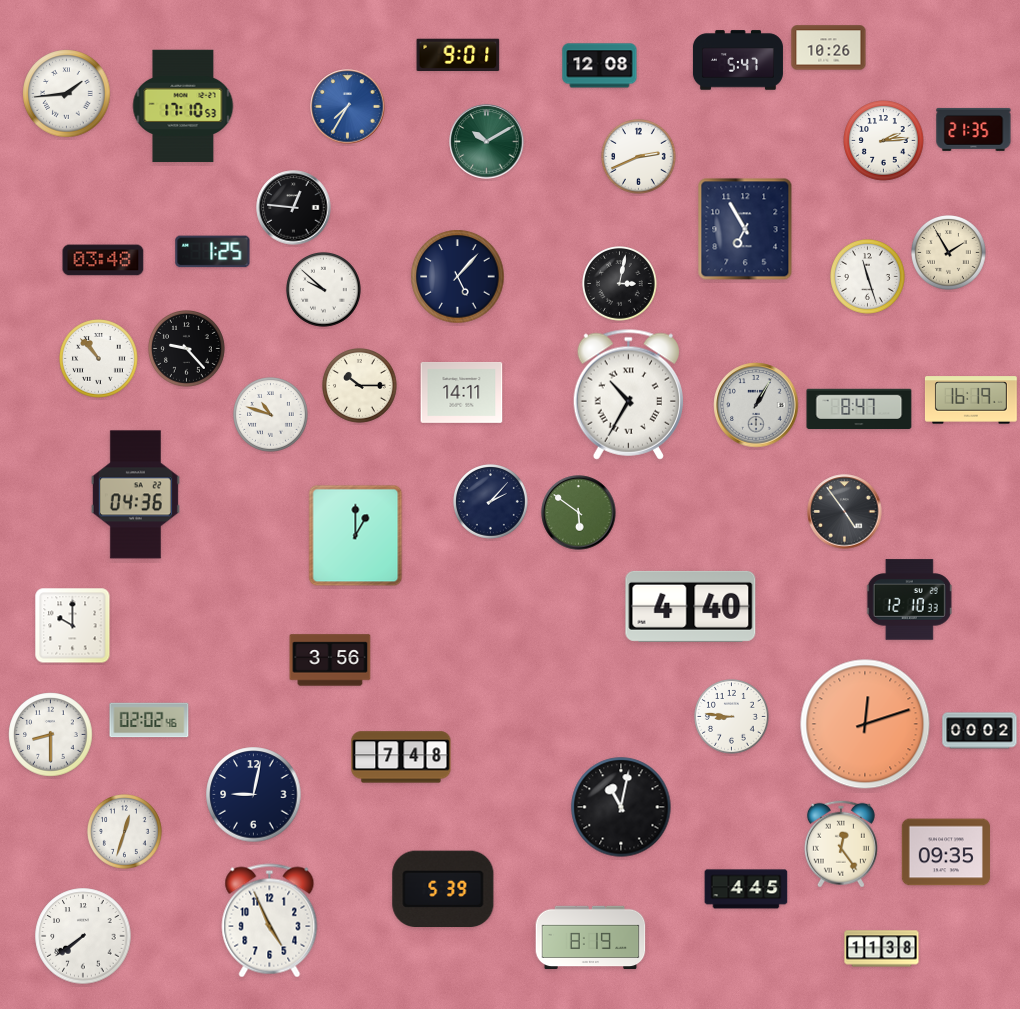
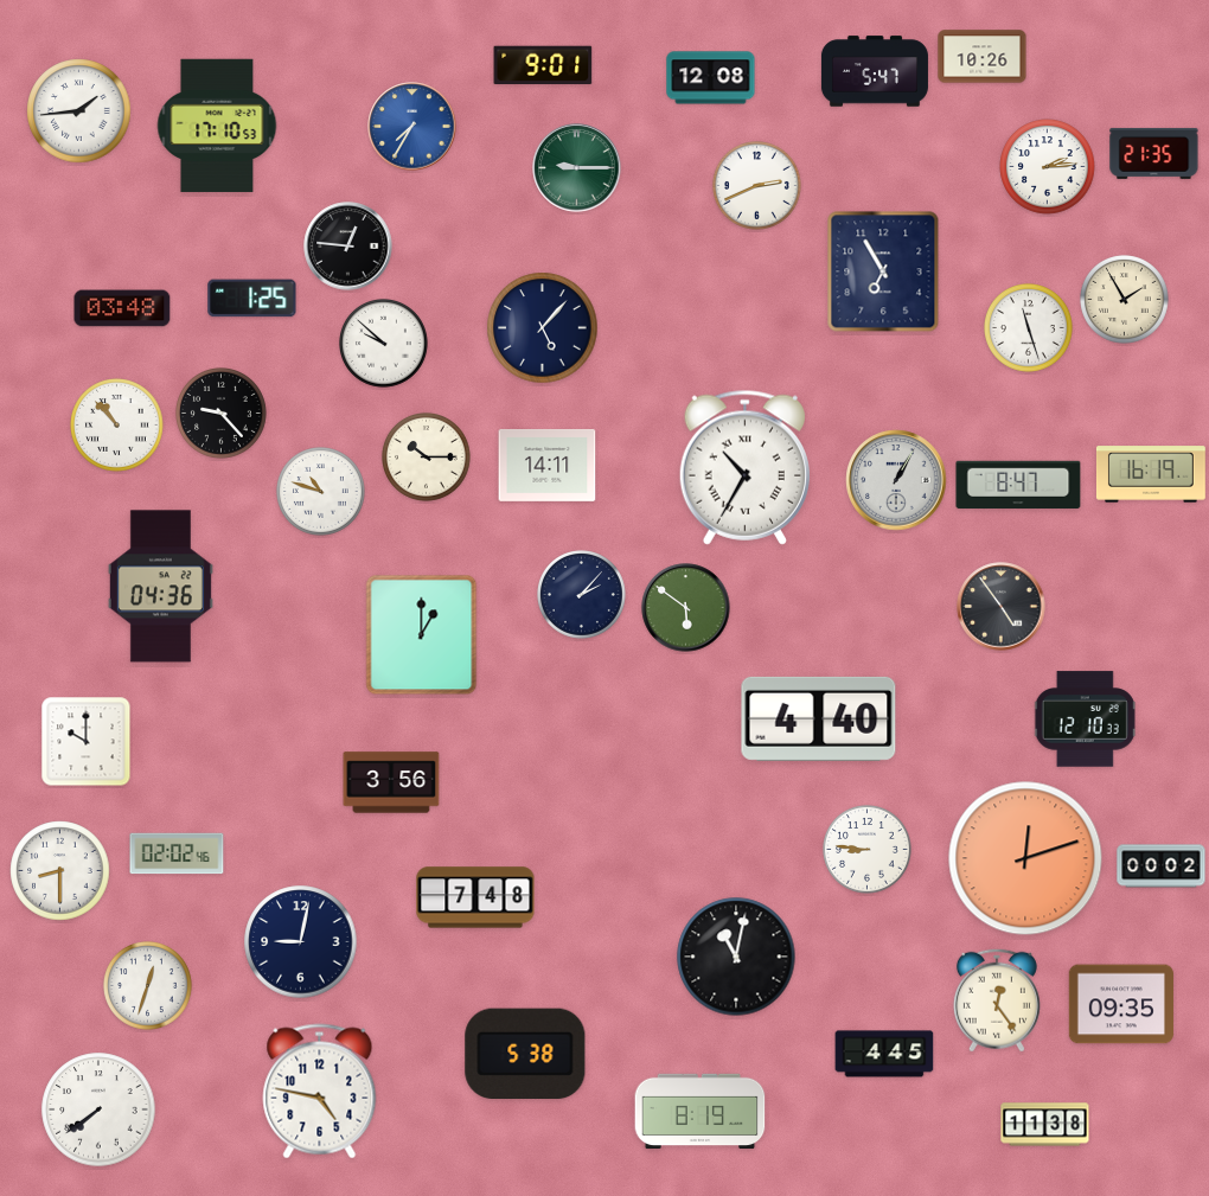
clock at (487, 142): 10:10 -> 9:15
clock at (620, 284): 3:02 -> none
clock at (909, 600) position: (909, 600) -> (1085, 719)
clock at (946, 852) position: (946, 852) -> (1121, 1004)
clock at (443, 889): 5:39 -> 5:38
clock at (270, 921): 4:56 -> 4:47
